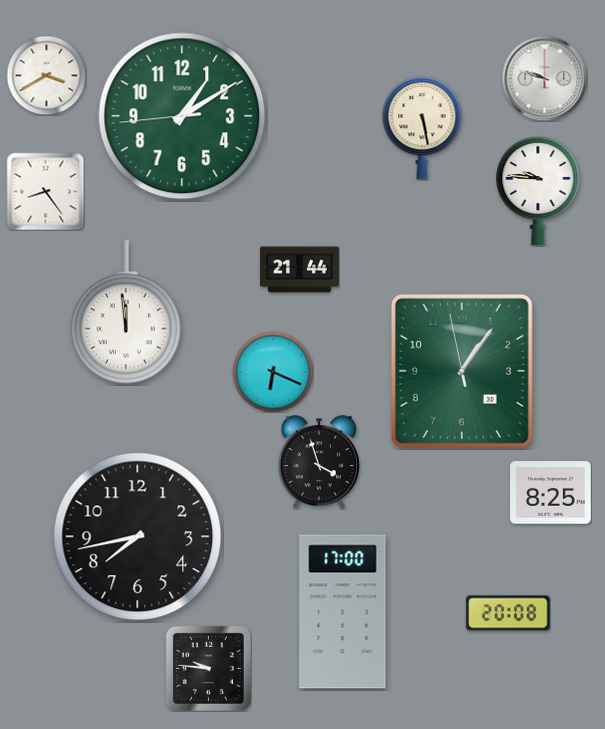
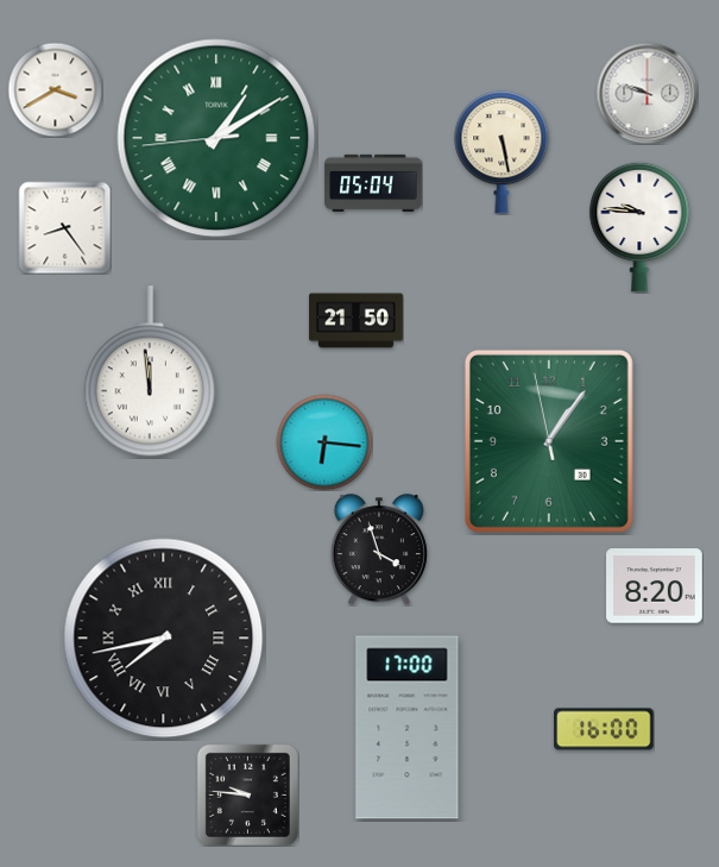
clock at (182, 116) numerals: Arabic -> Roman
clock at (373, 183): none -> 05:04
clock at (45, 191) position: (45, 191) -> (64, 227)
clock at (300, 270): 21:44 -> 21:50
clock at (273, 372): 6:19 -> 6:16
clock at (551, 493): 8:25 -> 8:20
clock at (138, 537) numerals: Arabic -> Roman
clock at (508, 613): 20:08 -> 16:00
